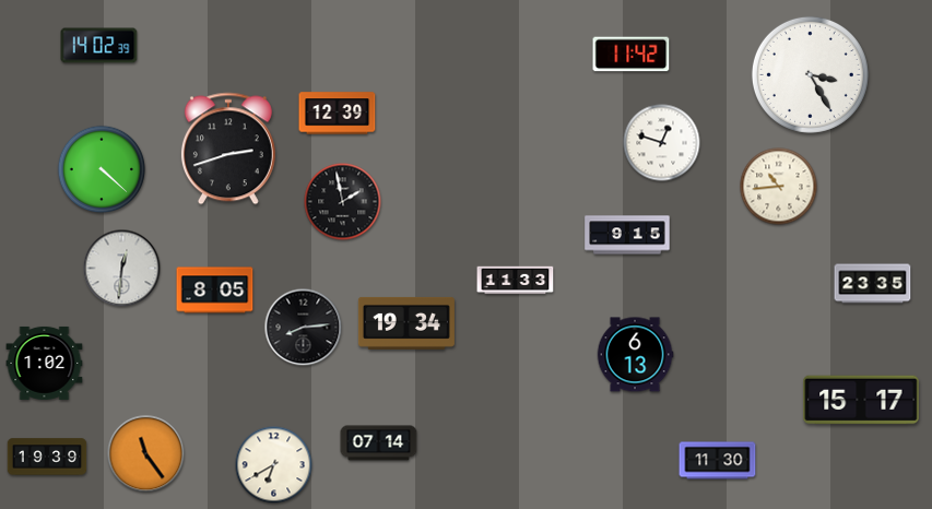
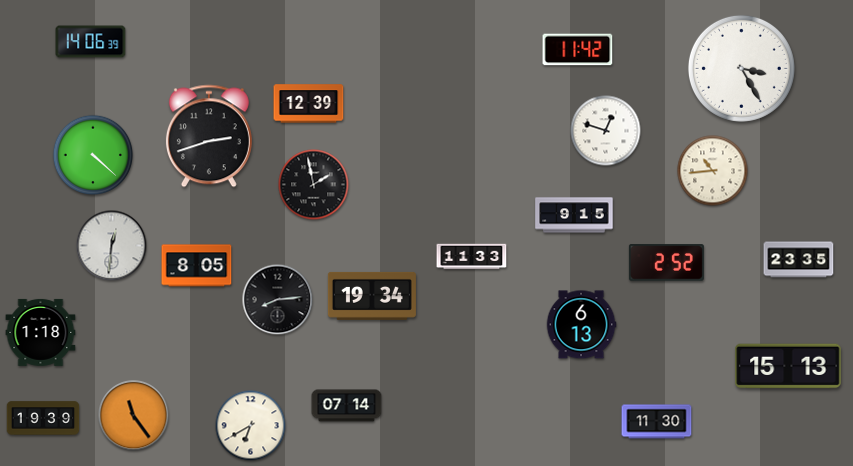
clock at (99, 46): 14:02 -> 14:06
clock at (666, 263): none -> 2:52
clock at (45, 363): 1:02 -> 1:18
clock at (861, 400): 15:17 -> 15:13
